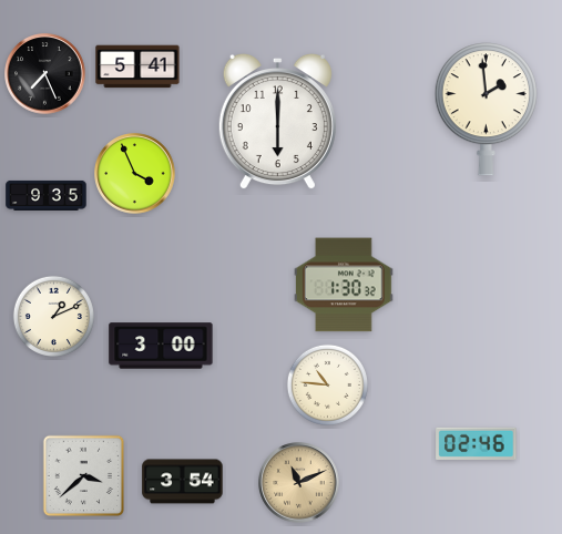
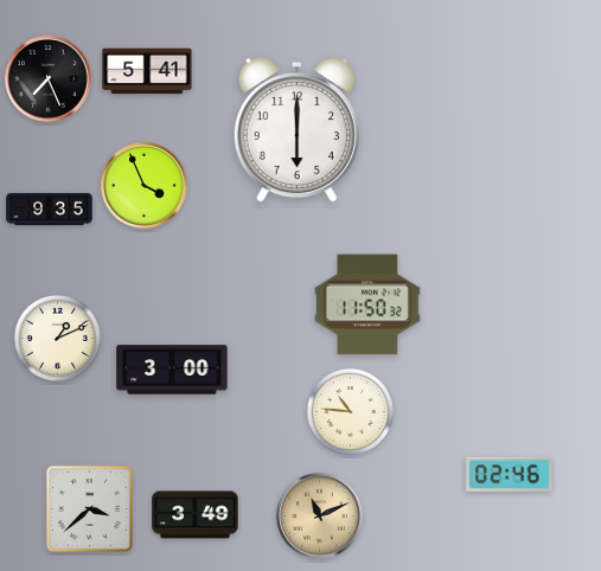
clock at (486, 110): 1:59 -> none
clock at (344, 285): 1:30 -> 11:50
clock at (183, 482): 3:54 -> 3:49
